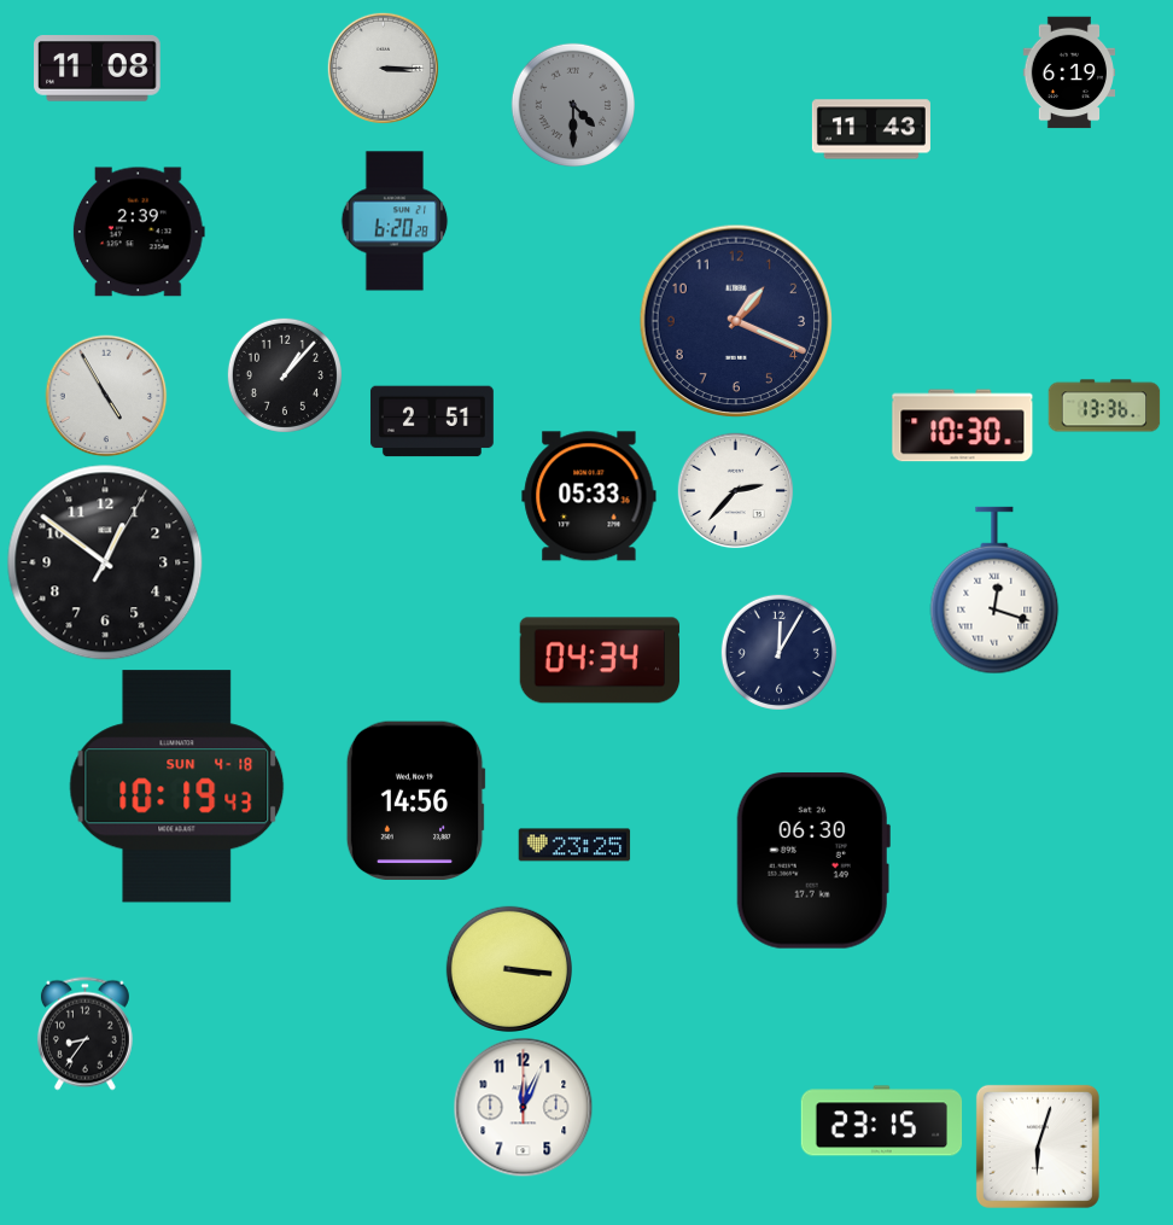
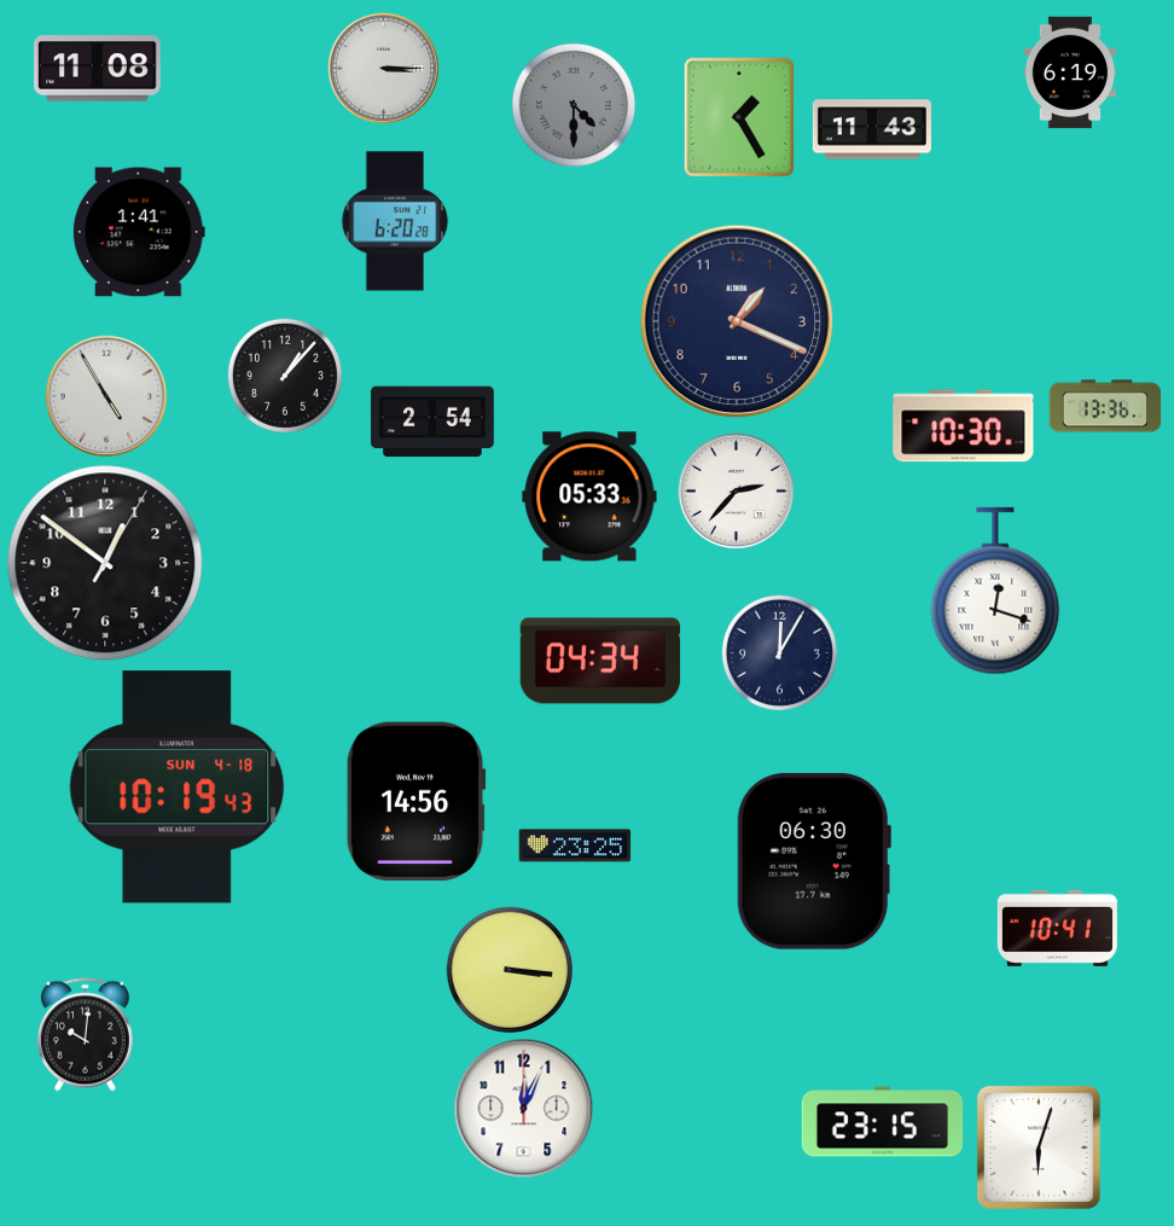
clock at (739, 116): none -> 1:25
clock at (139, 232): 2:39 -> 1:41
clock at (432, 421): 2:51 -> 2:54
clock at (1057, 928): none -> 10:41
clock at (84, 1034): 8:36 -> 10:01
